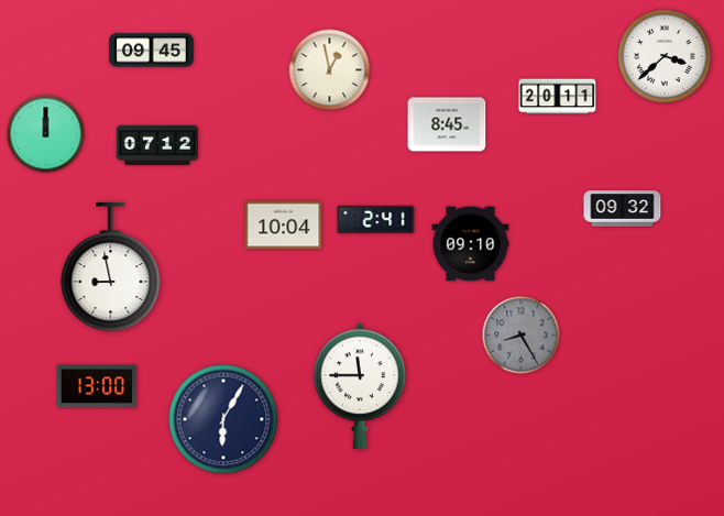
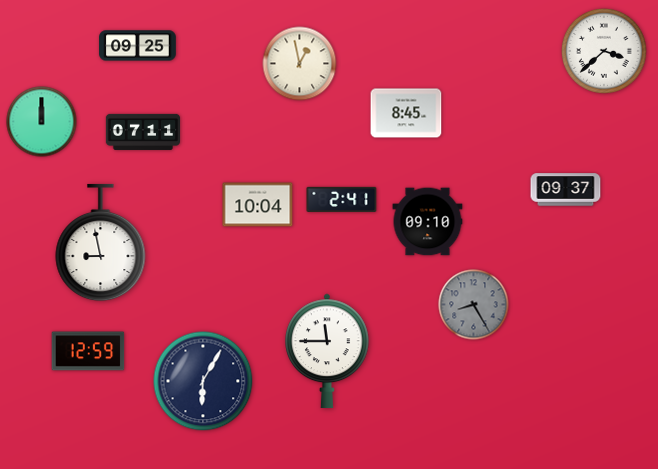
clock at (152, 51): 09:45 -> 09:25
clock at (558, 97): 20:11 -> none
clock at (157, 145): 07:12 -> 07:11
clock at (623, 209): 09:32 -> 09:37
clock at (97, 386): 13:00 -> 12:59
